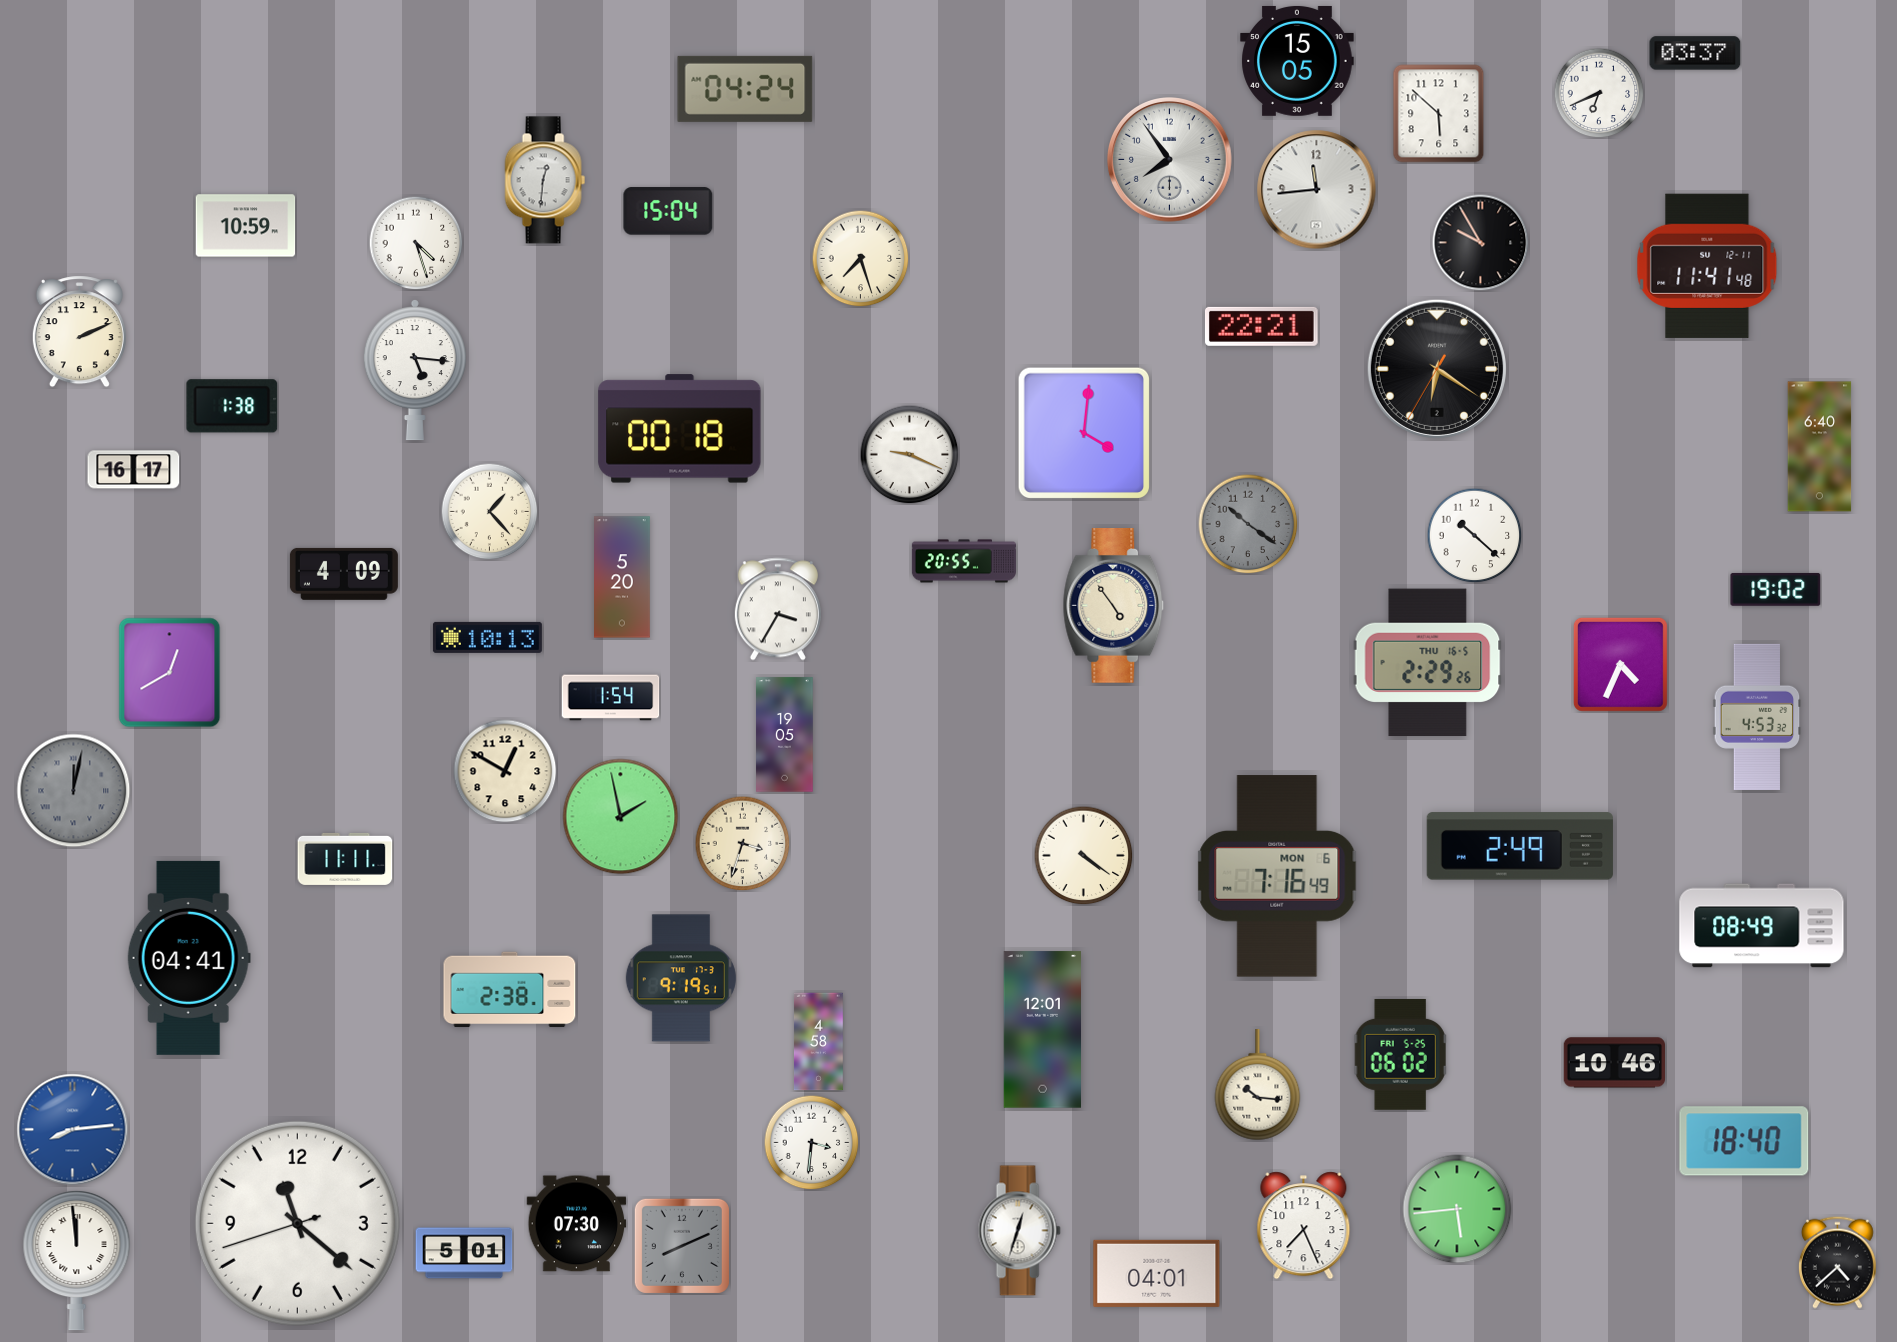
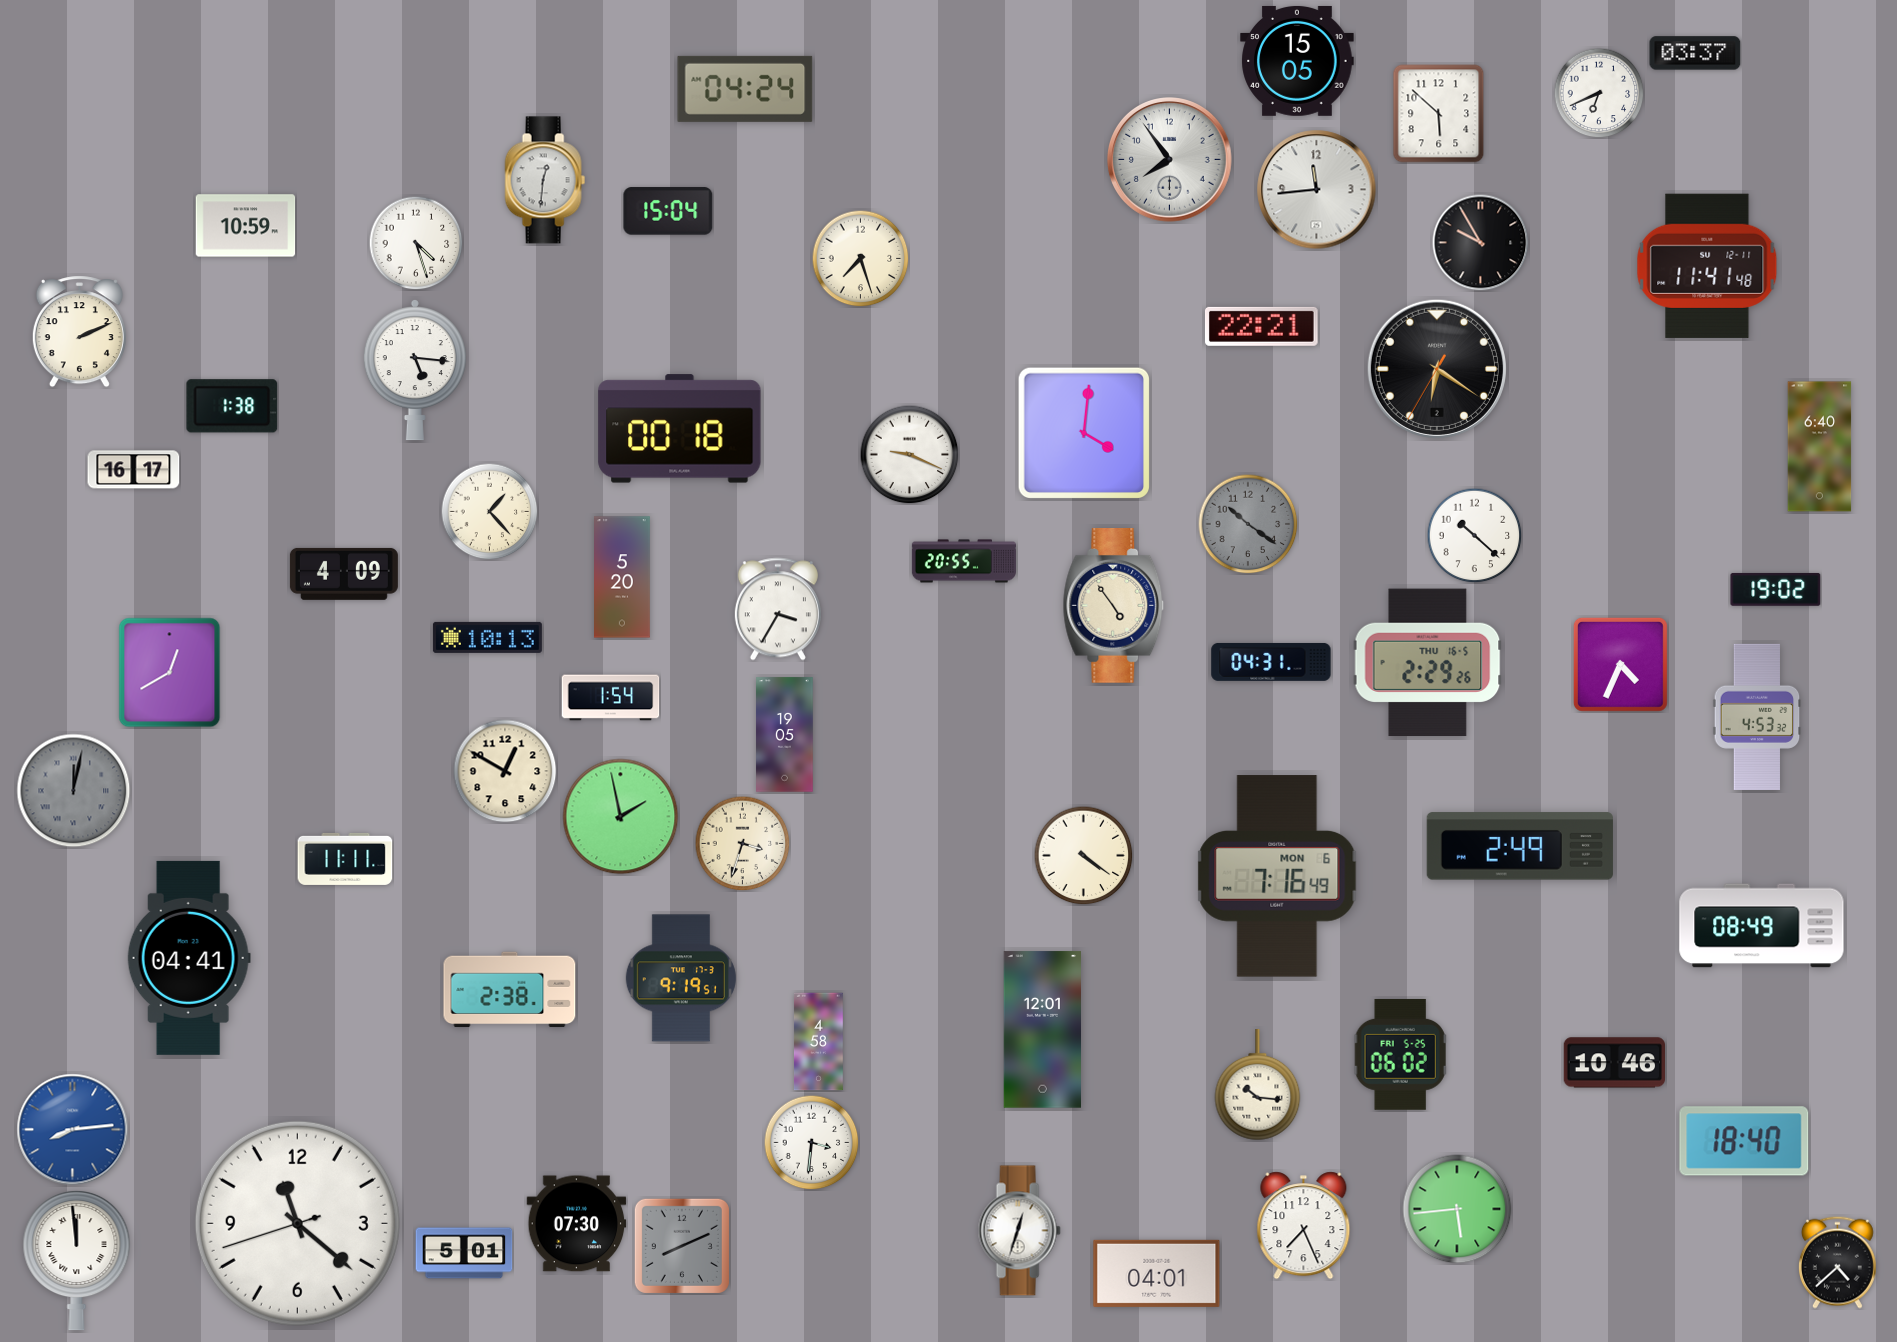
clock at (1271, 662): none -> 04:31
